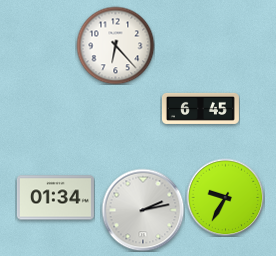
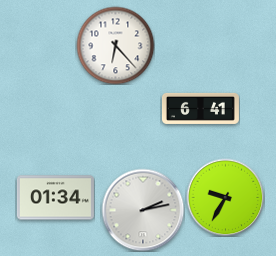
clock at (200, 108): 6:45 -> 6:41
